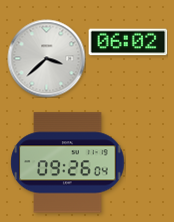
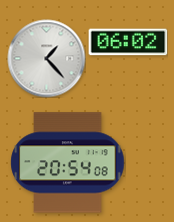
clock at (46, 58): 3:38 -> 1:23
clock at (68, 163): 09:26 -> 20:54
